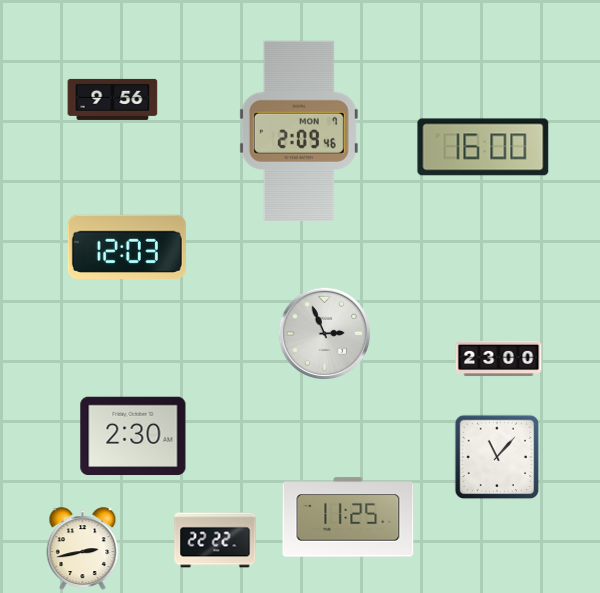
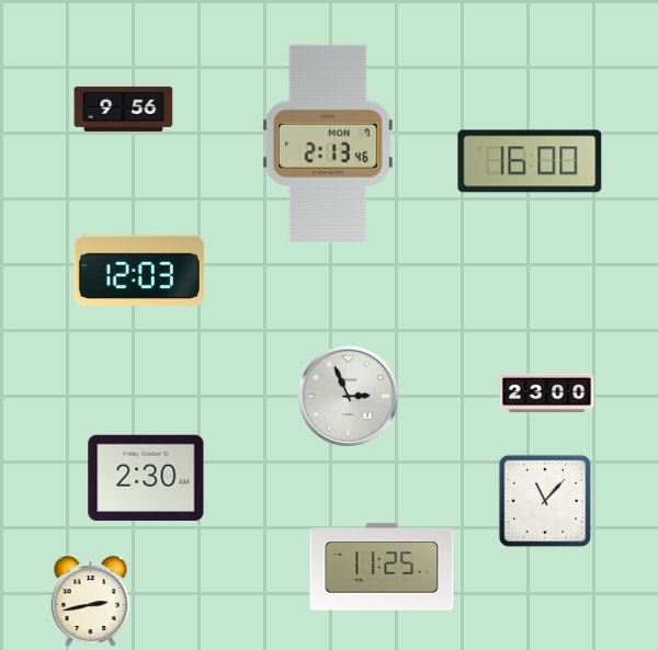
clock at (299, 131): 2:09 -> 2:13
clock at (324, 333) position: (324, 333) -> (348, 396)
clock at (215, 540): 22:22 -> none
